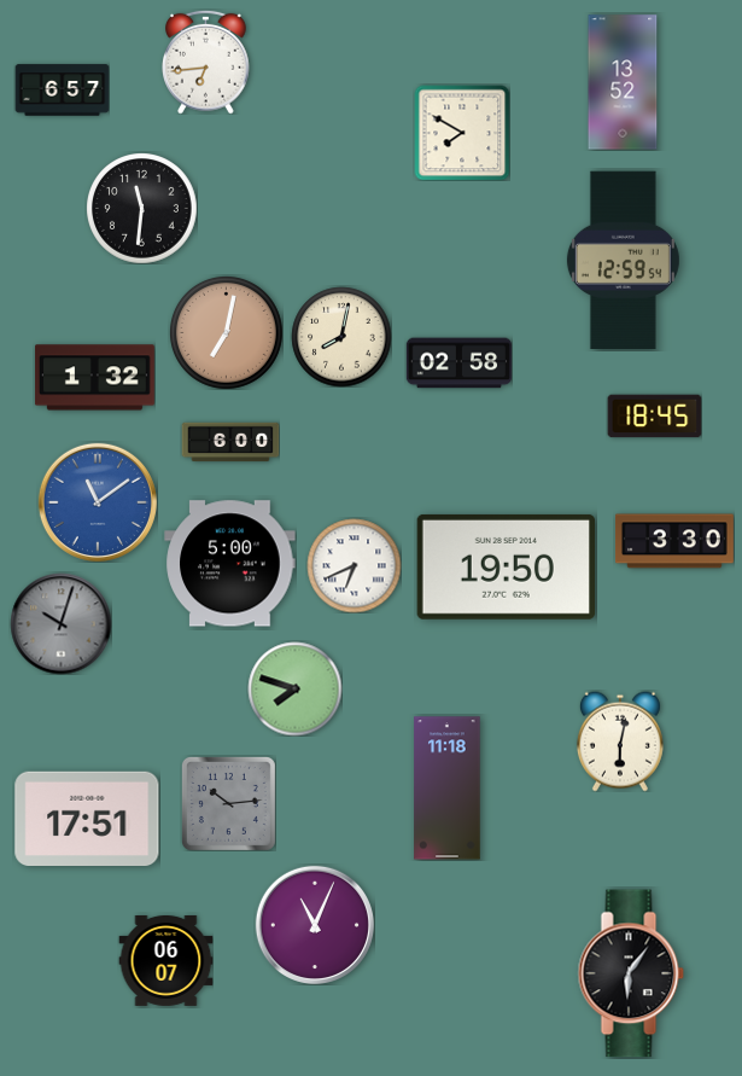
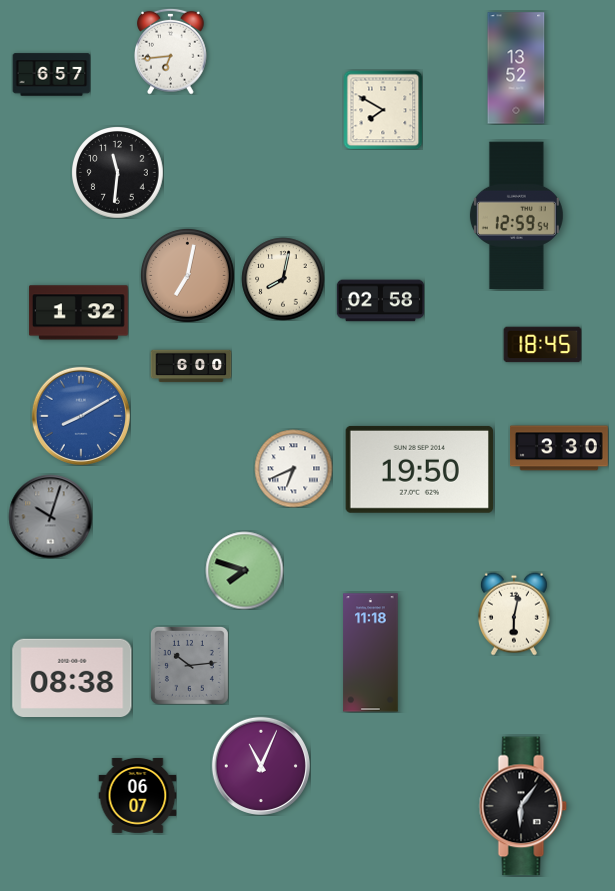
clock at (97, 501): 11:09 -> 8:10
clock at (230, 564): 5:00 -> none
clock at (87, 818): 17:51 -> 08:38
